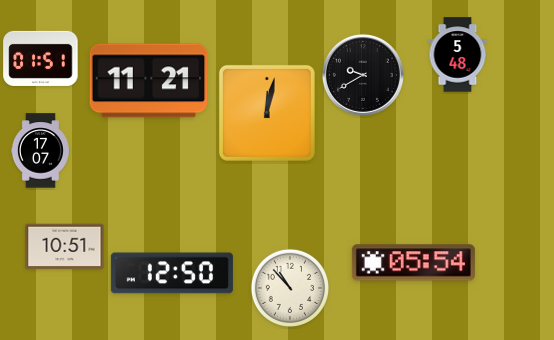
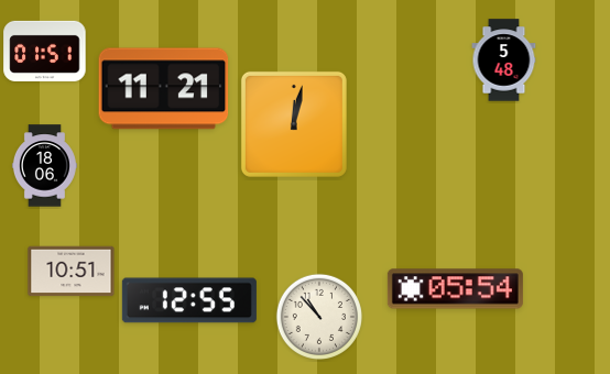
clock at (41, 58) position: (41, 58) -> (45, 51)
clock at (363, 75): 9:40 -> none
clock at (40, 151): 17:07 -> 18:06
clock at (172, 273): 12:50 -> 12:55
